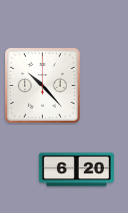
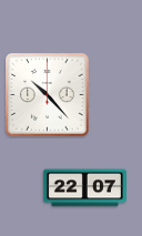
clock at (76, 170): 6:20 -> 22:07
